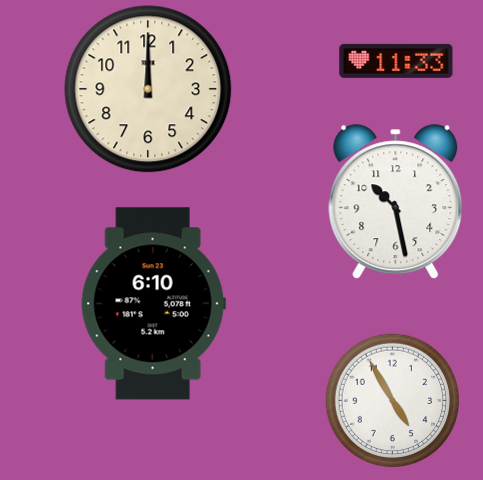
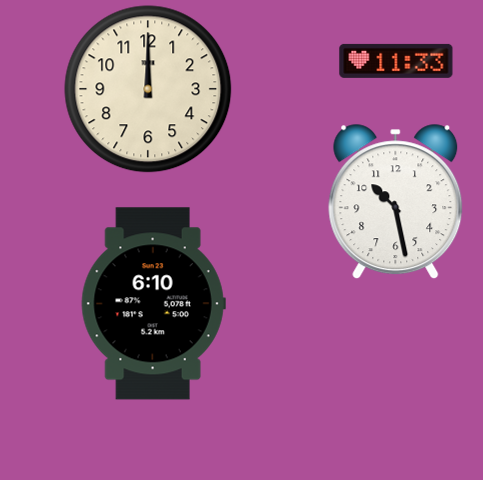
clock at (393, 401): 4:55 -> none
